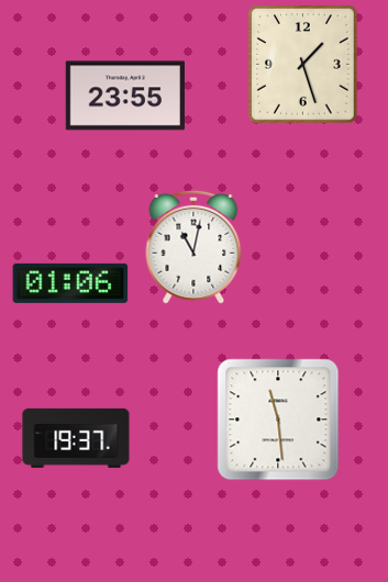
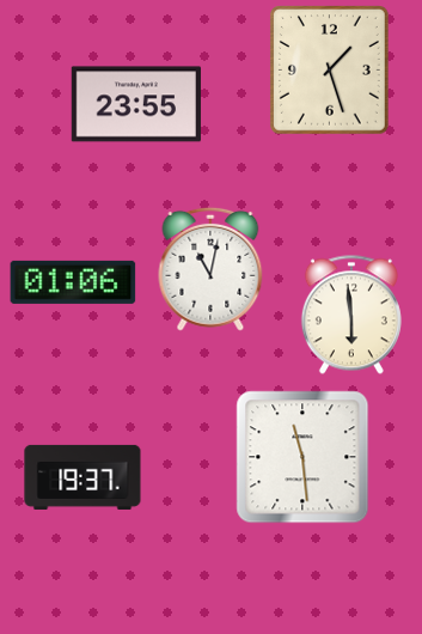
clock at (70, 283) position: (70, 283) -> (73, 282)
clock at (351, 315): none -> 5:59
